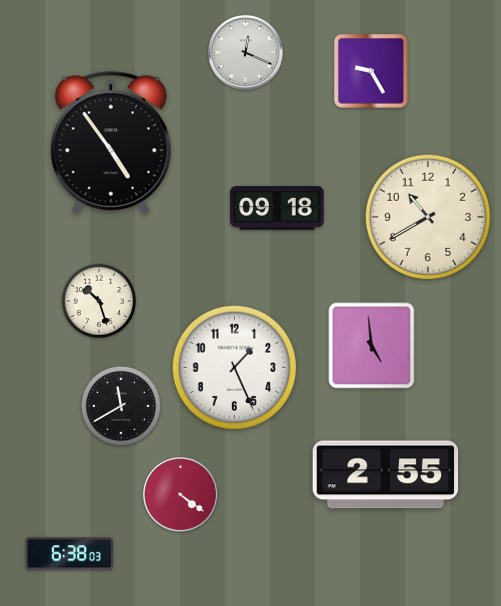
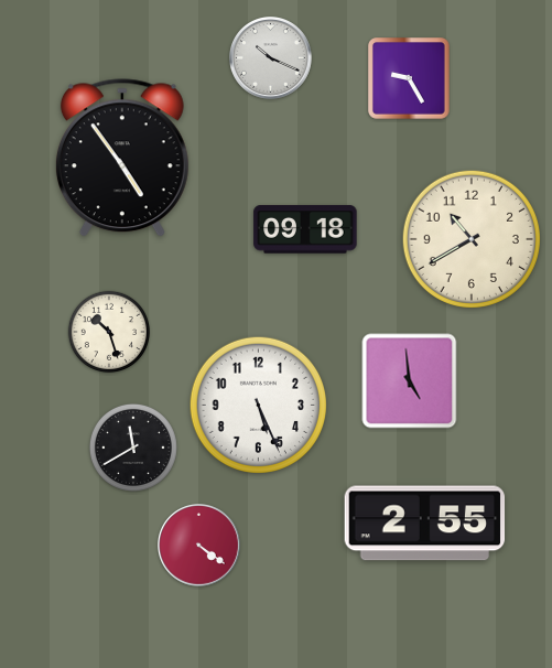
clock at (246, 53): 12:19 -> 10:19
clock at (234, 367): 1:26 -> 5:26
clock at (69, 554): 6:38 -> none
